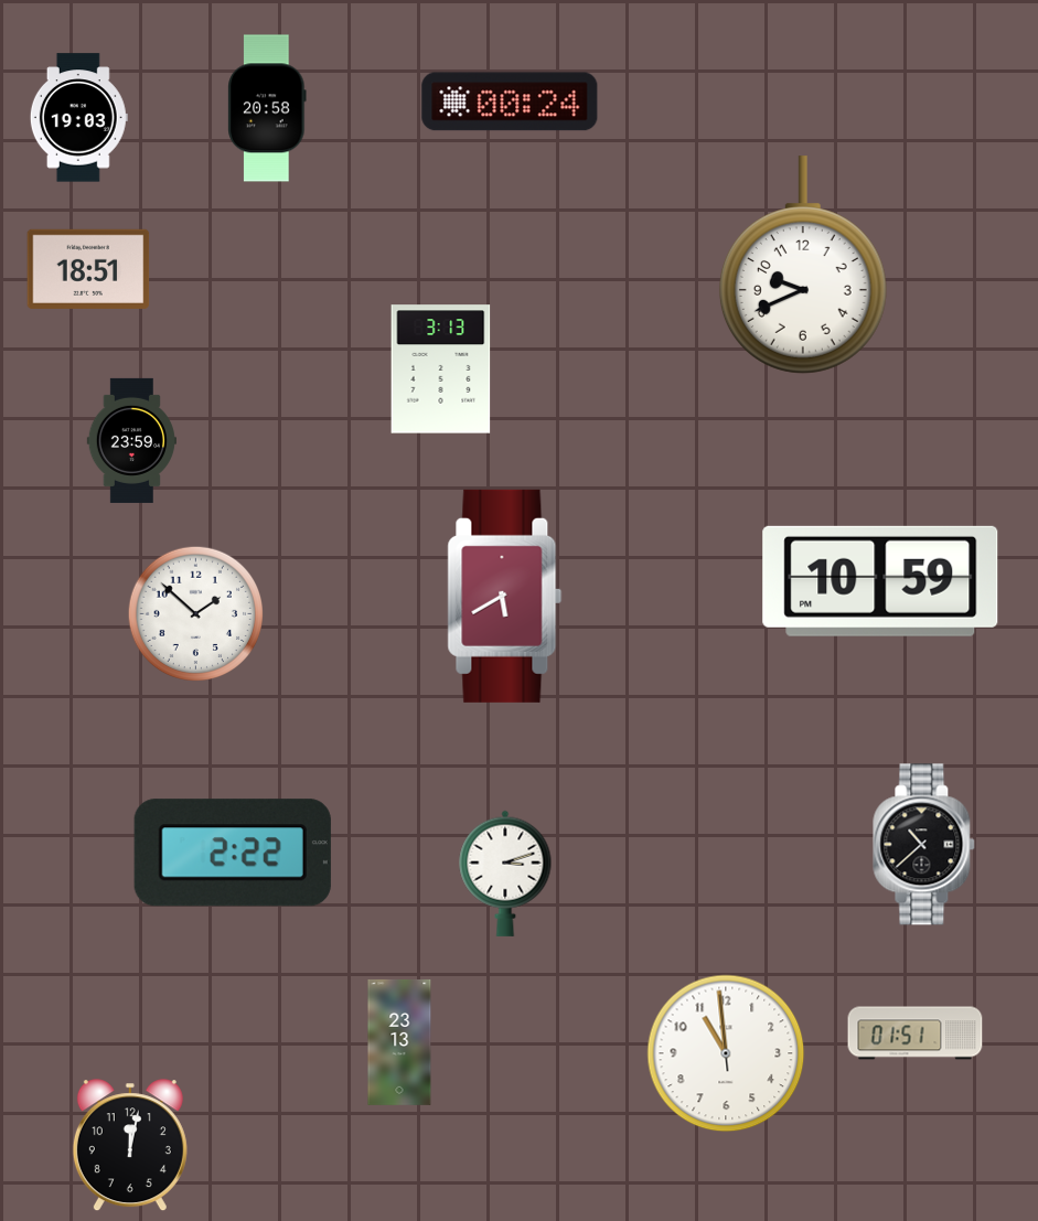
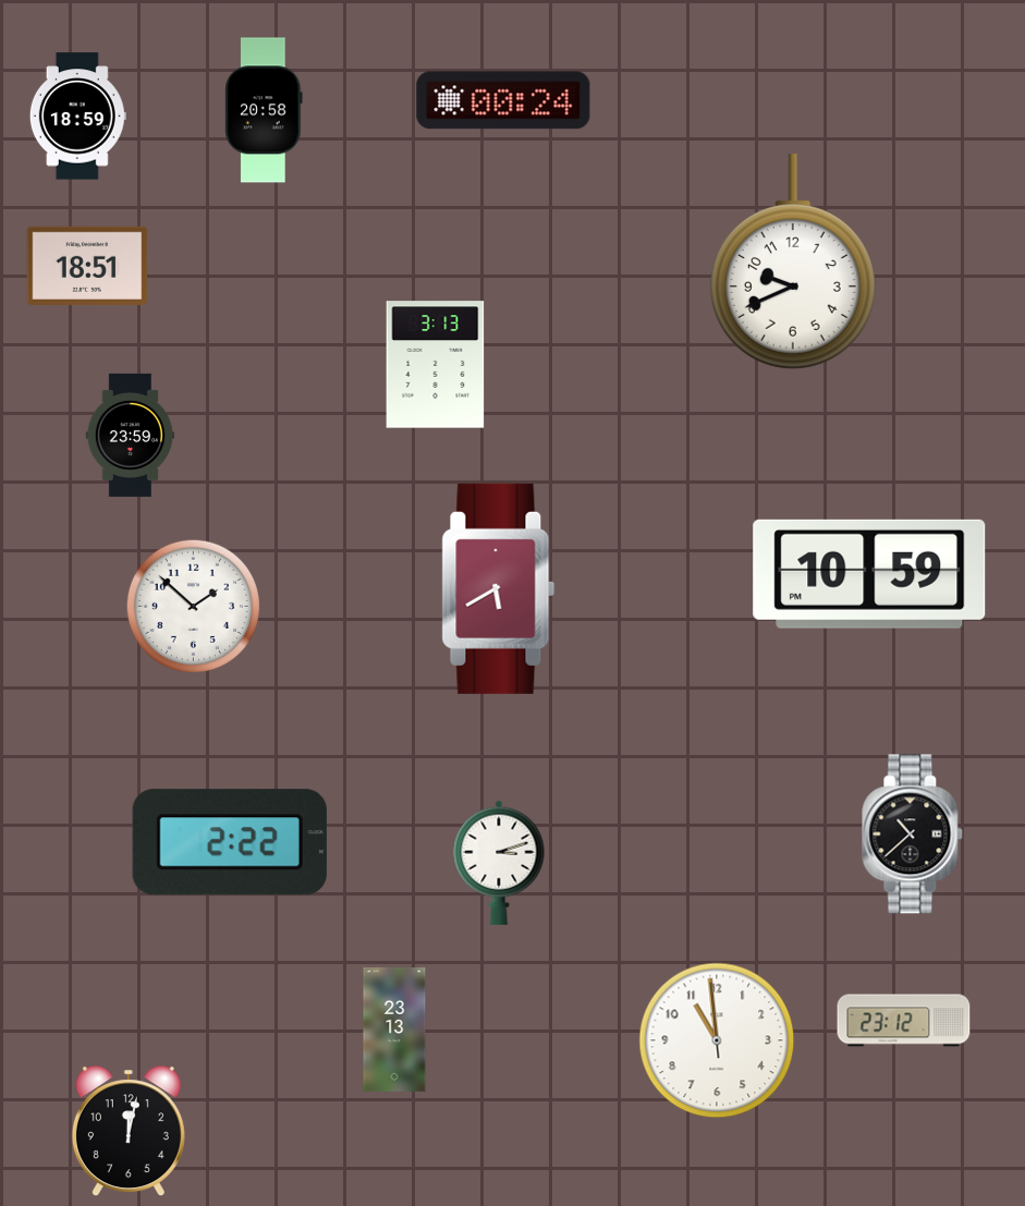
clock at (267, 108) position: (267, 108) -> (264, 110)
clock at (78, 118): 19:03 -> 18:59
clock at (916, 1033): 01:51 -> 23:12
